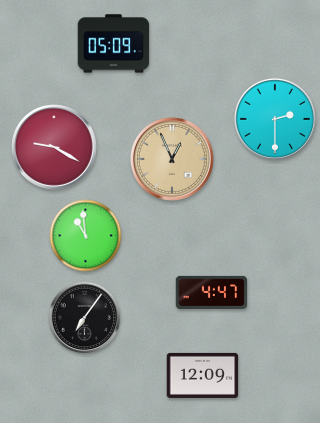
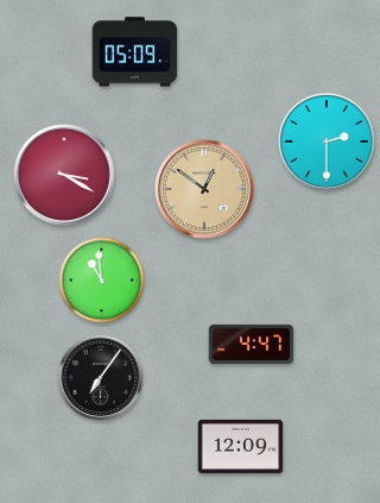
clock at (54, 147): 9:20 -> 3:20
clock at (172, 159): 12:56 -> 12:51
clock at (212, 292) position: (212, 292) -> (252, 344)
